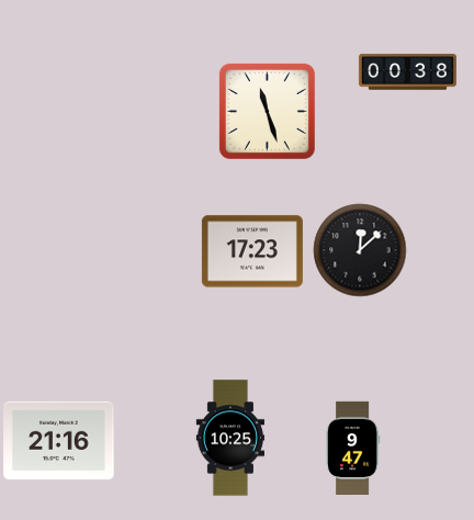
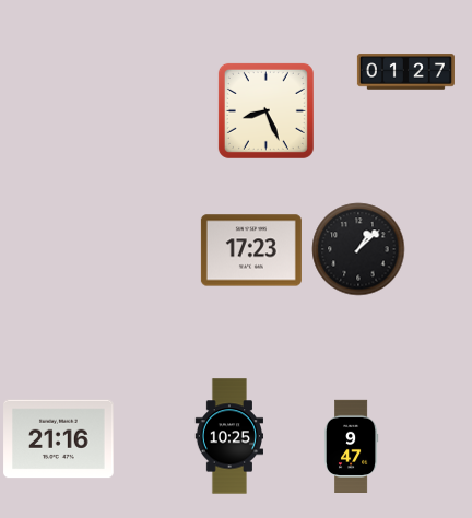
clock at (407, 72): 00:38 -> 01:27
clock at (267, 111): 11:27 -> 8:26
clock at (360, 250): 12:08 -> 1:08
